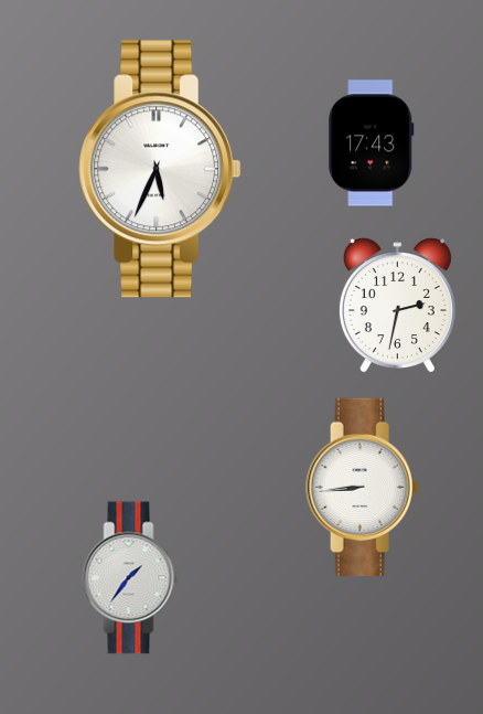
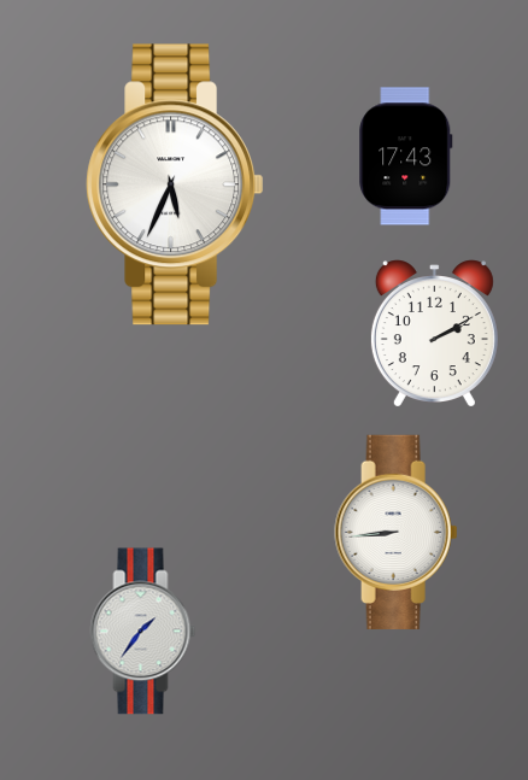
clock at (397, 305): 2:32 -> 2:10
